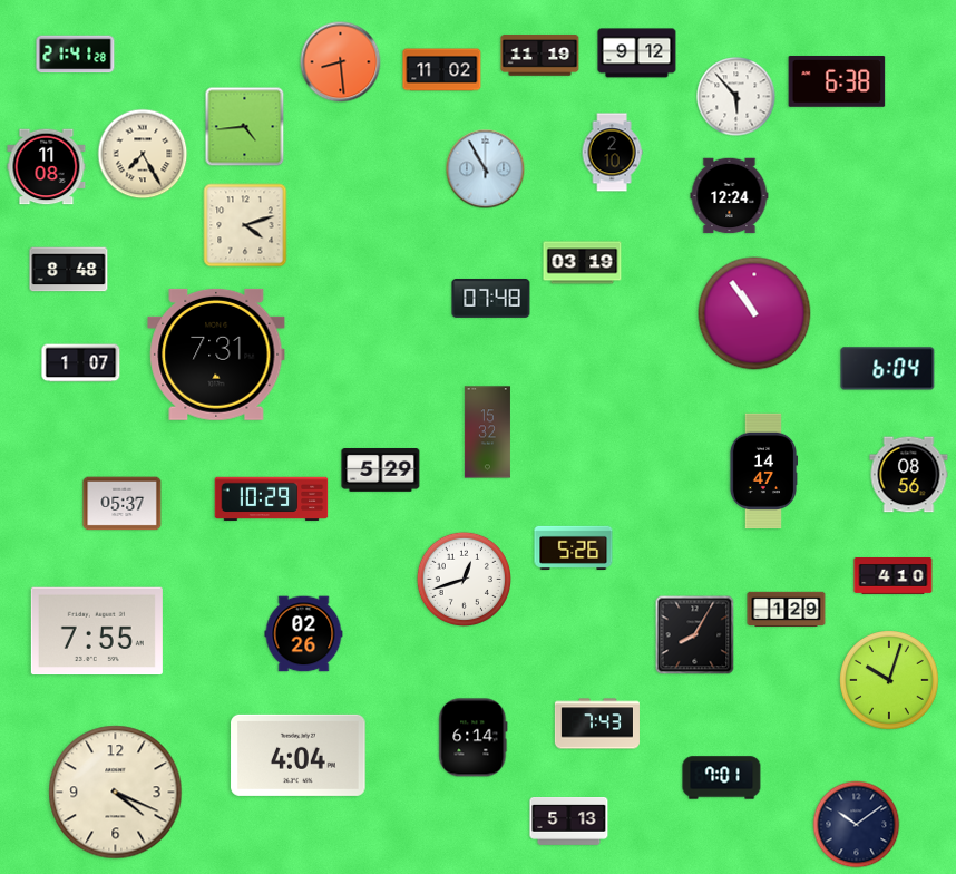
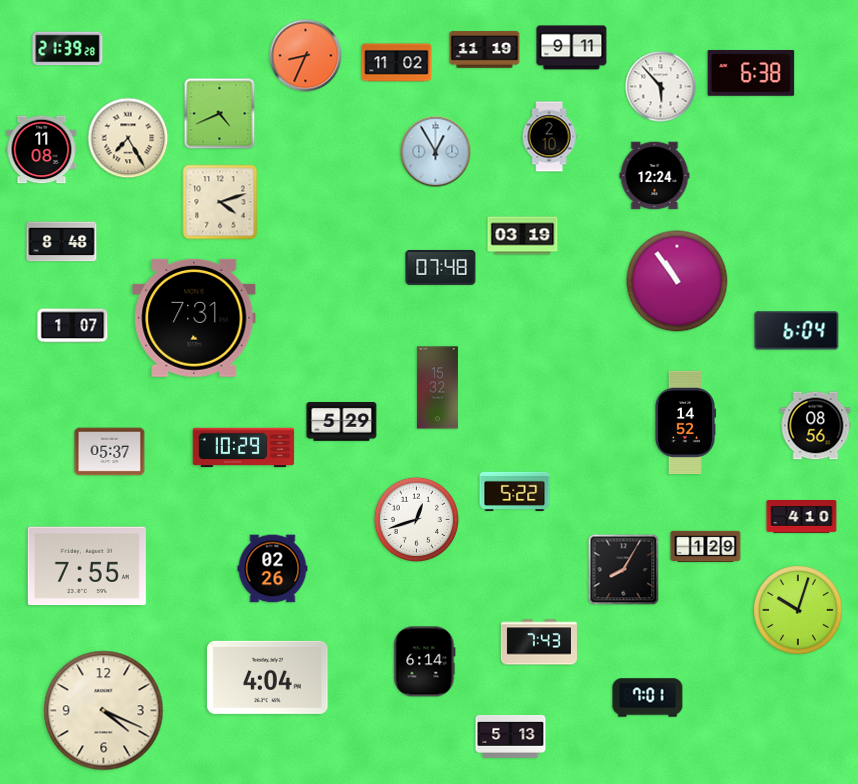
clock at (637, 54): 9:12 -> 9:11
clock at (76, 55): 21:41 -> 21:39
clock at (341, 62): 8:29 -> 8:34
clock at (245, 127): 4:44 -> 4:41
clock at (486, 169): 10:55 -> 12:55
clock at (763, 470): 14:47 -> 14:52
clock at (574, 547): 5:26 -> 5:22
clock at (597, 724) position: (597, 724) -> (539, 642)
clock at (857, 825): 10:09 -> none
